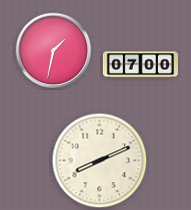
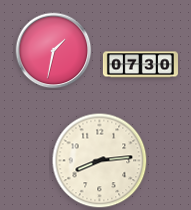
clock at (140, 65): 07:00 -> 07:30
clock at (100, 161): 8:11 -> 8:14
